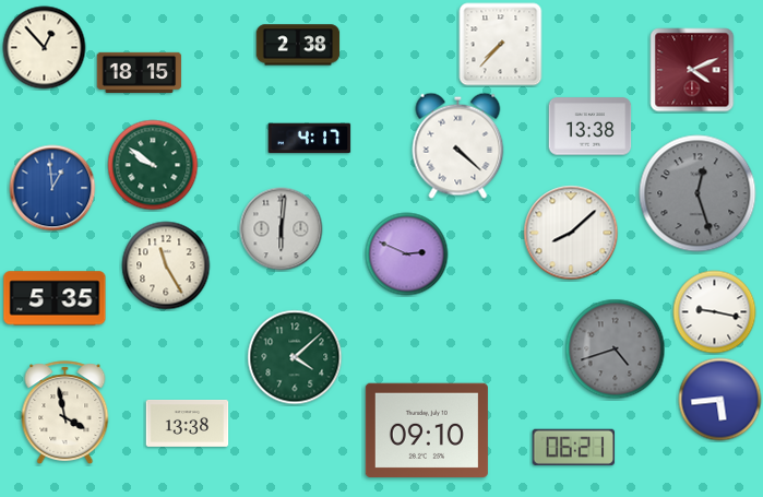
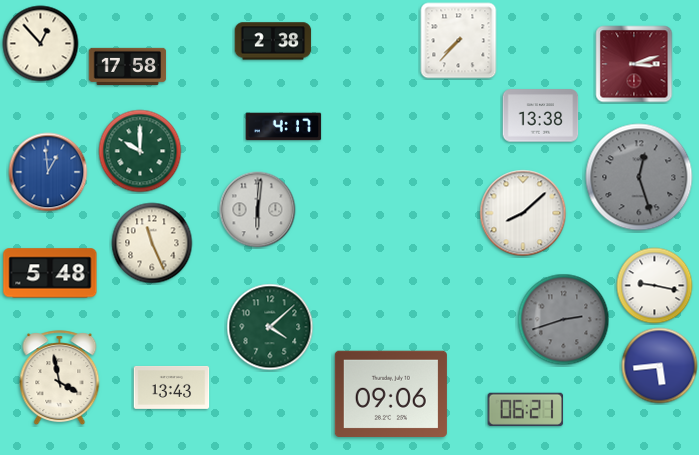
clock at (692, 70): 4:11 -> 3:12
clock at (140, 72): 18:15 -> 17:58
clock at (458, 145): 4:22 -> none
clock at (153, 165): 9:51 -> 10:00
clock at (407, 255): 2:49 -> none
clock at (166, 265): 11:25 -> 11:26
clock at (55, 298): 5:35 -> 5:48
clock at (616, 350): 4:42 -> 2:42
clock at (188, 423): 13:38 -> 13:43
clock at (427, 429): 09:10 -> 09:06
